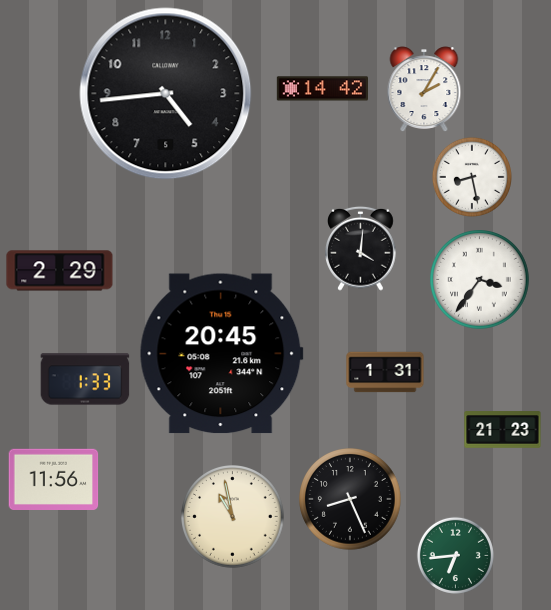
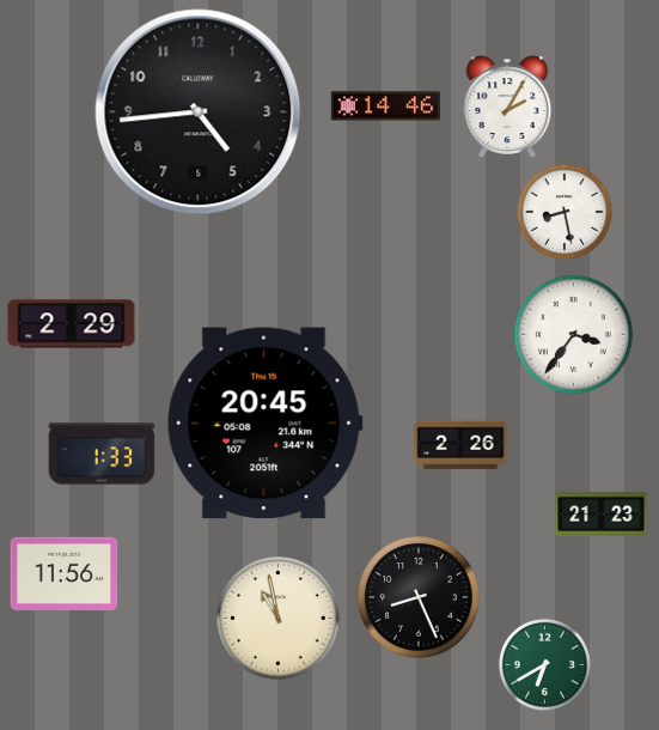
clock at (322, 89): 14:42 -> 14:46
clock at (361, 248): 4:01 -> none
clock at (385, 372): 1:31 -> 2:26
clock at (455, 555): 6:44 -> 6:40
